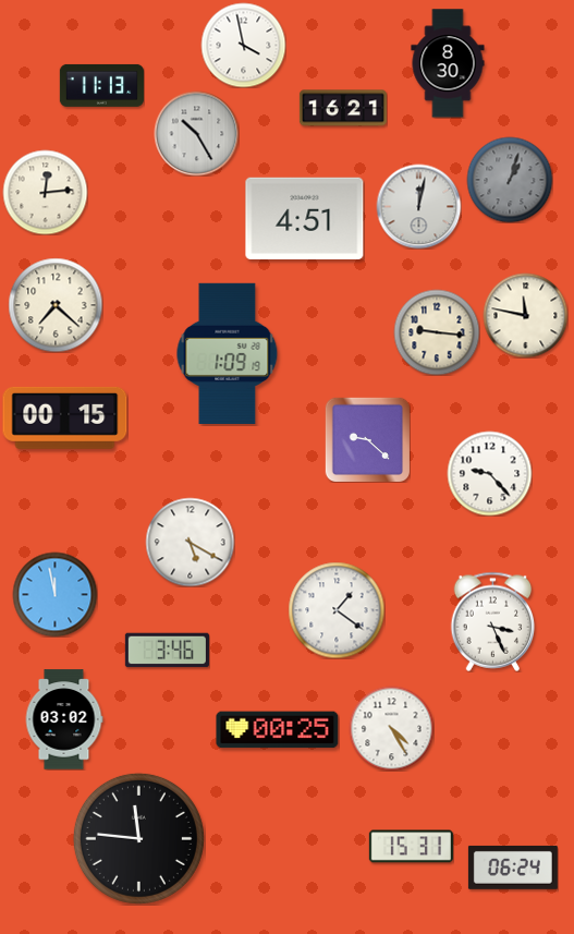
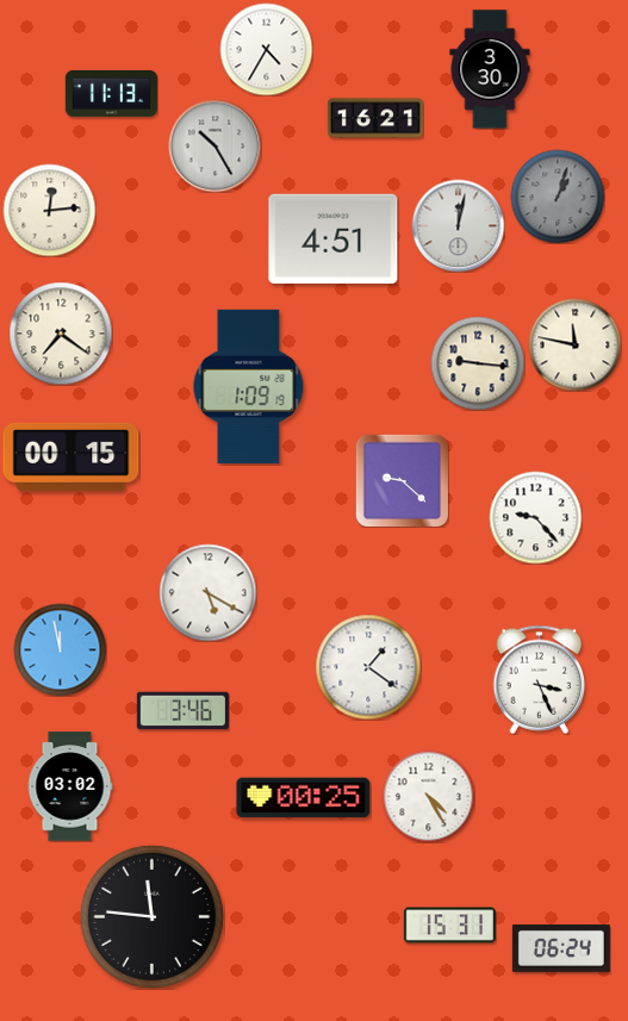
clock at (243, 45): 3:58 -> 4:35
clock at (448, 63): 8:30 -> 3:30
clock at (56, 305): 7:22 -> 7:21
